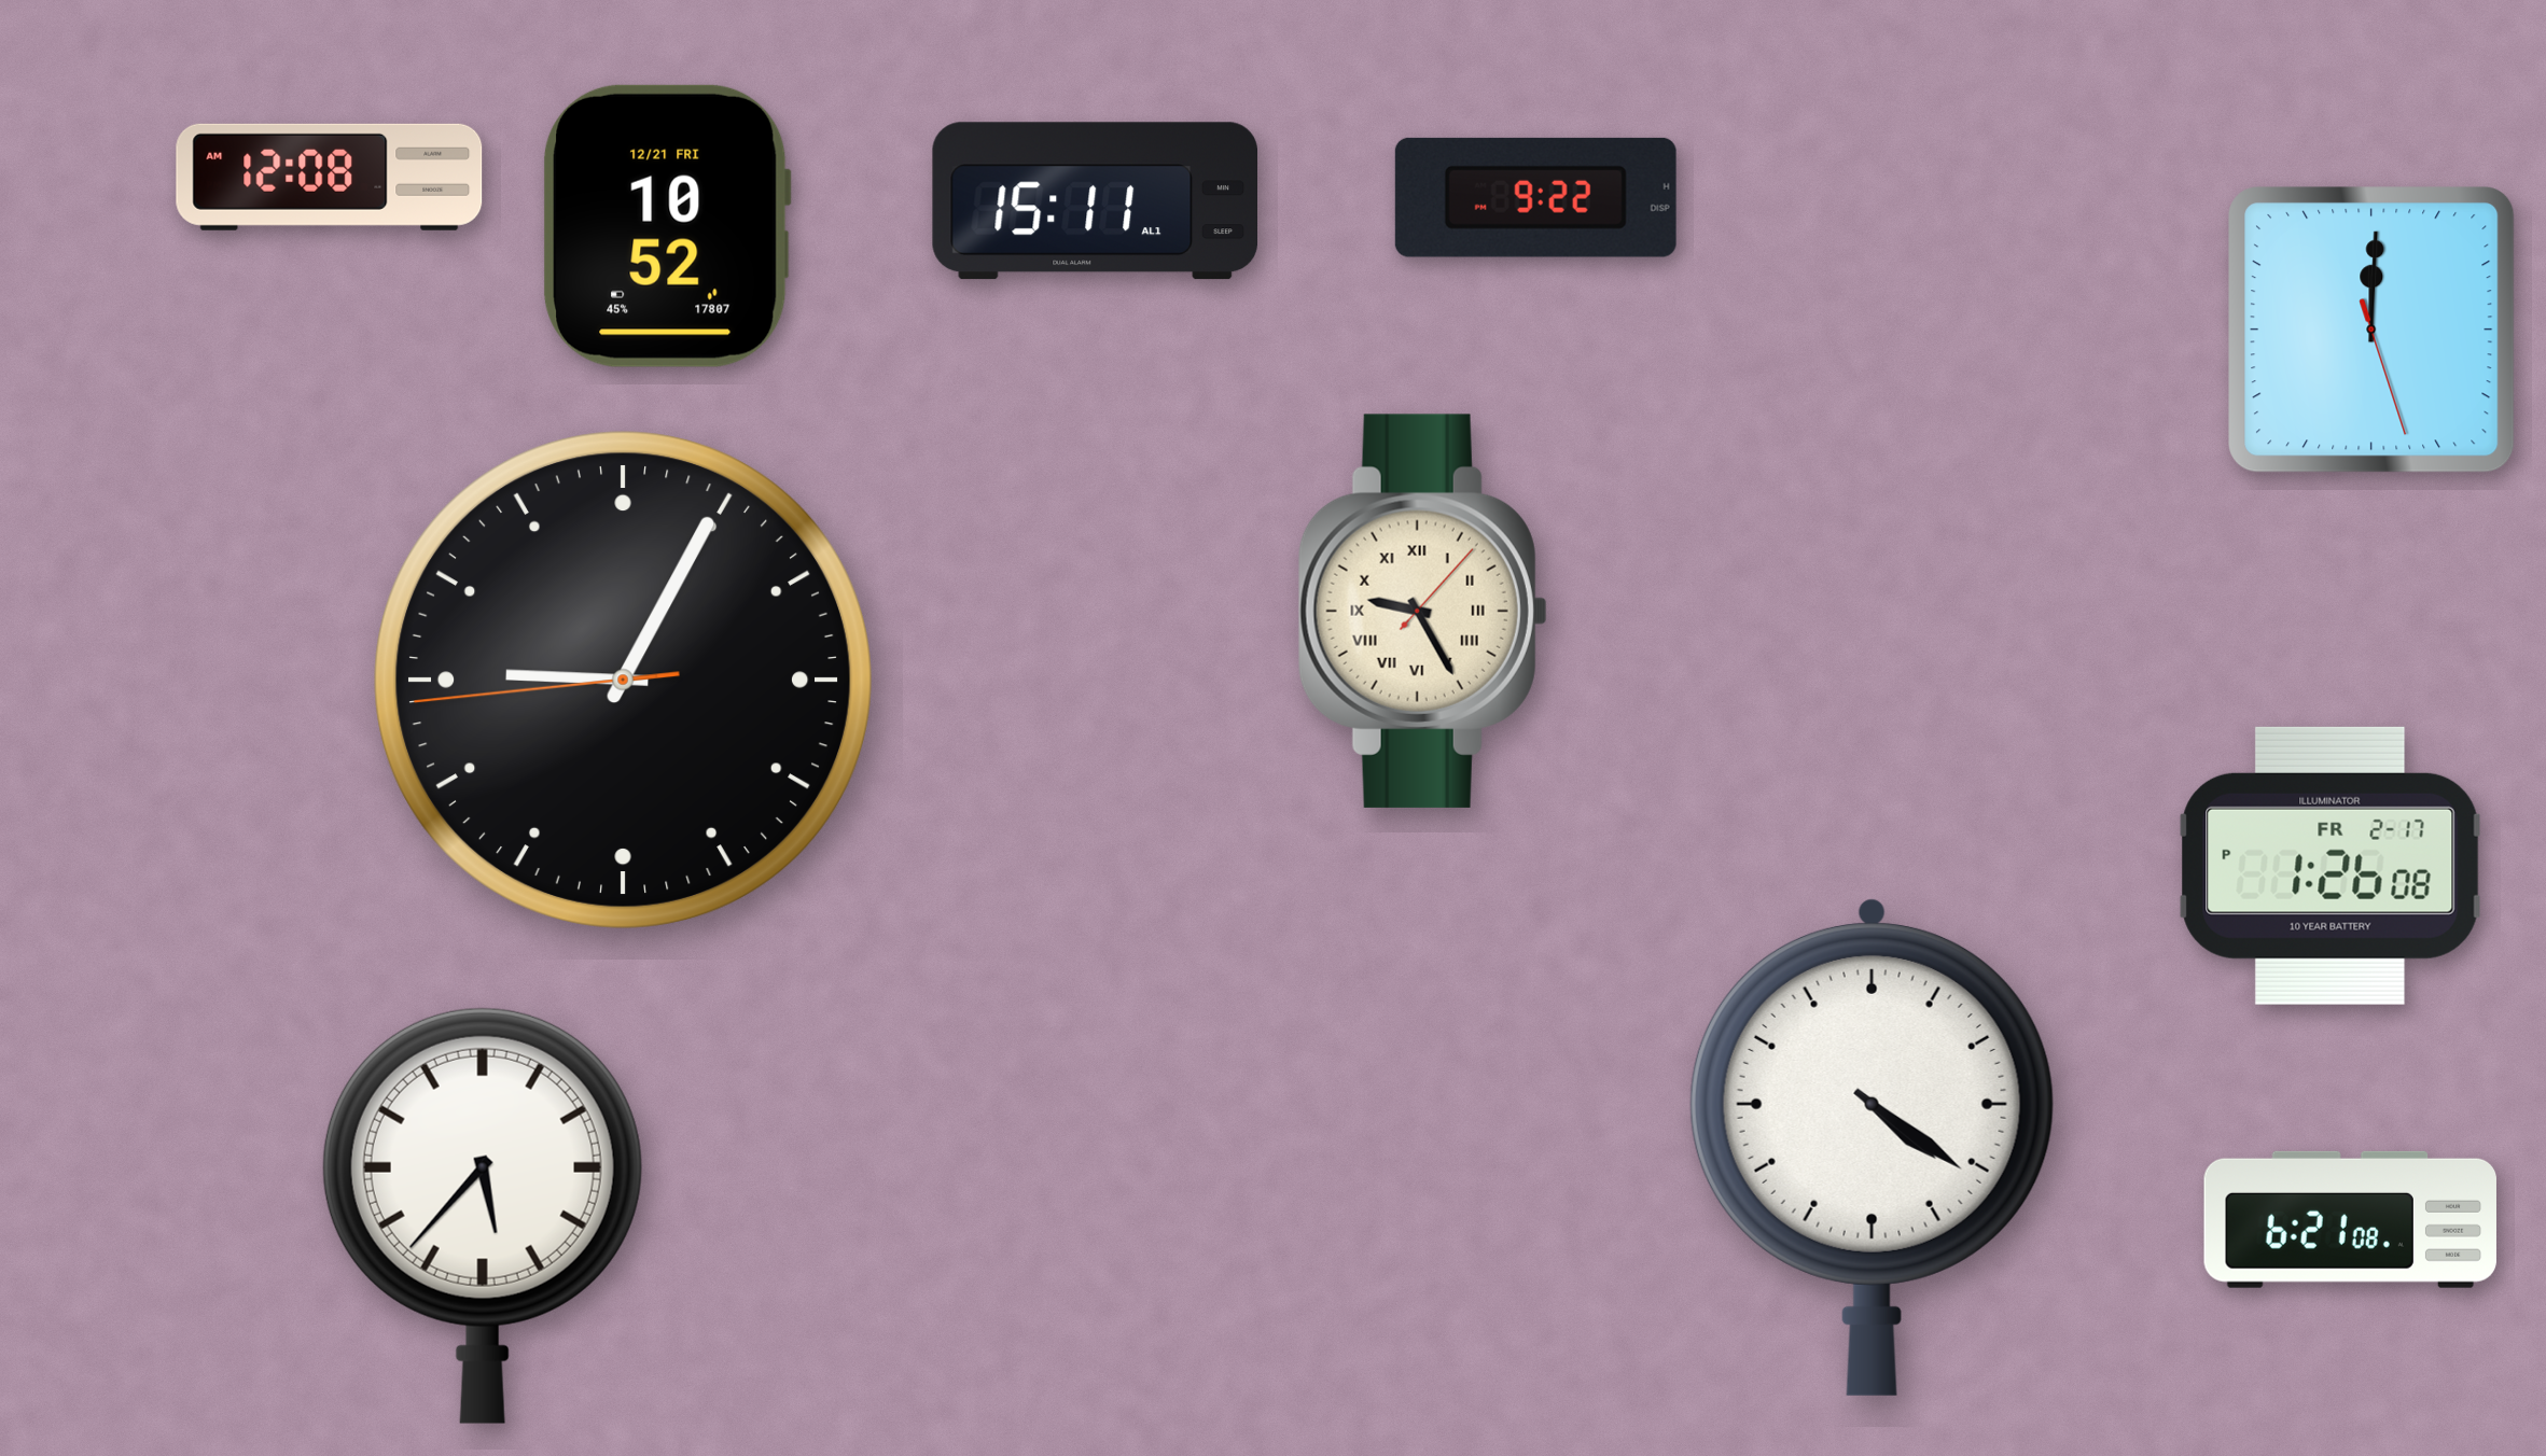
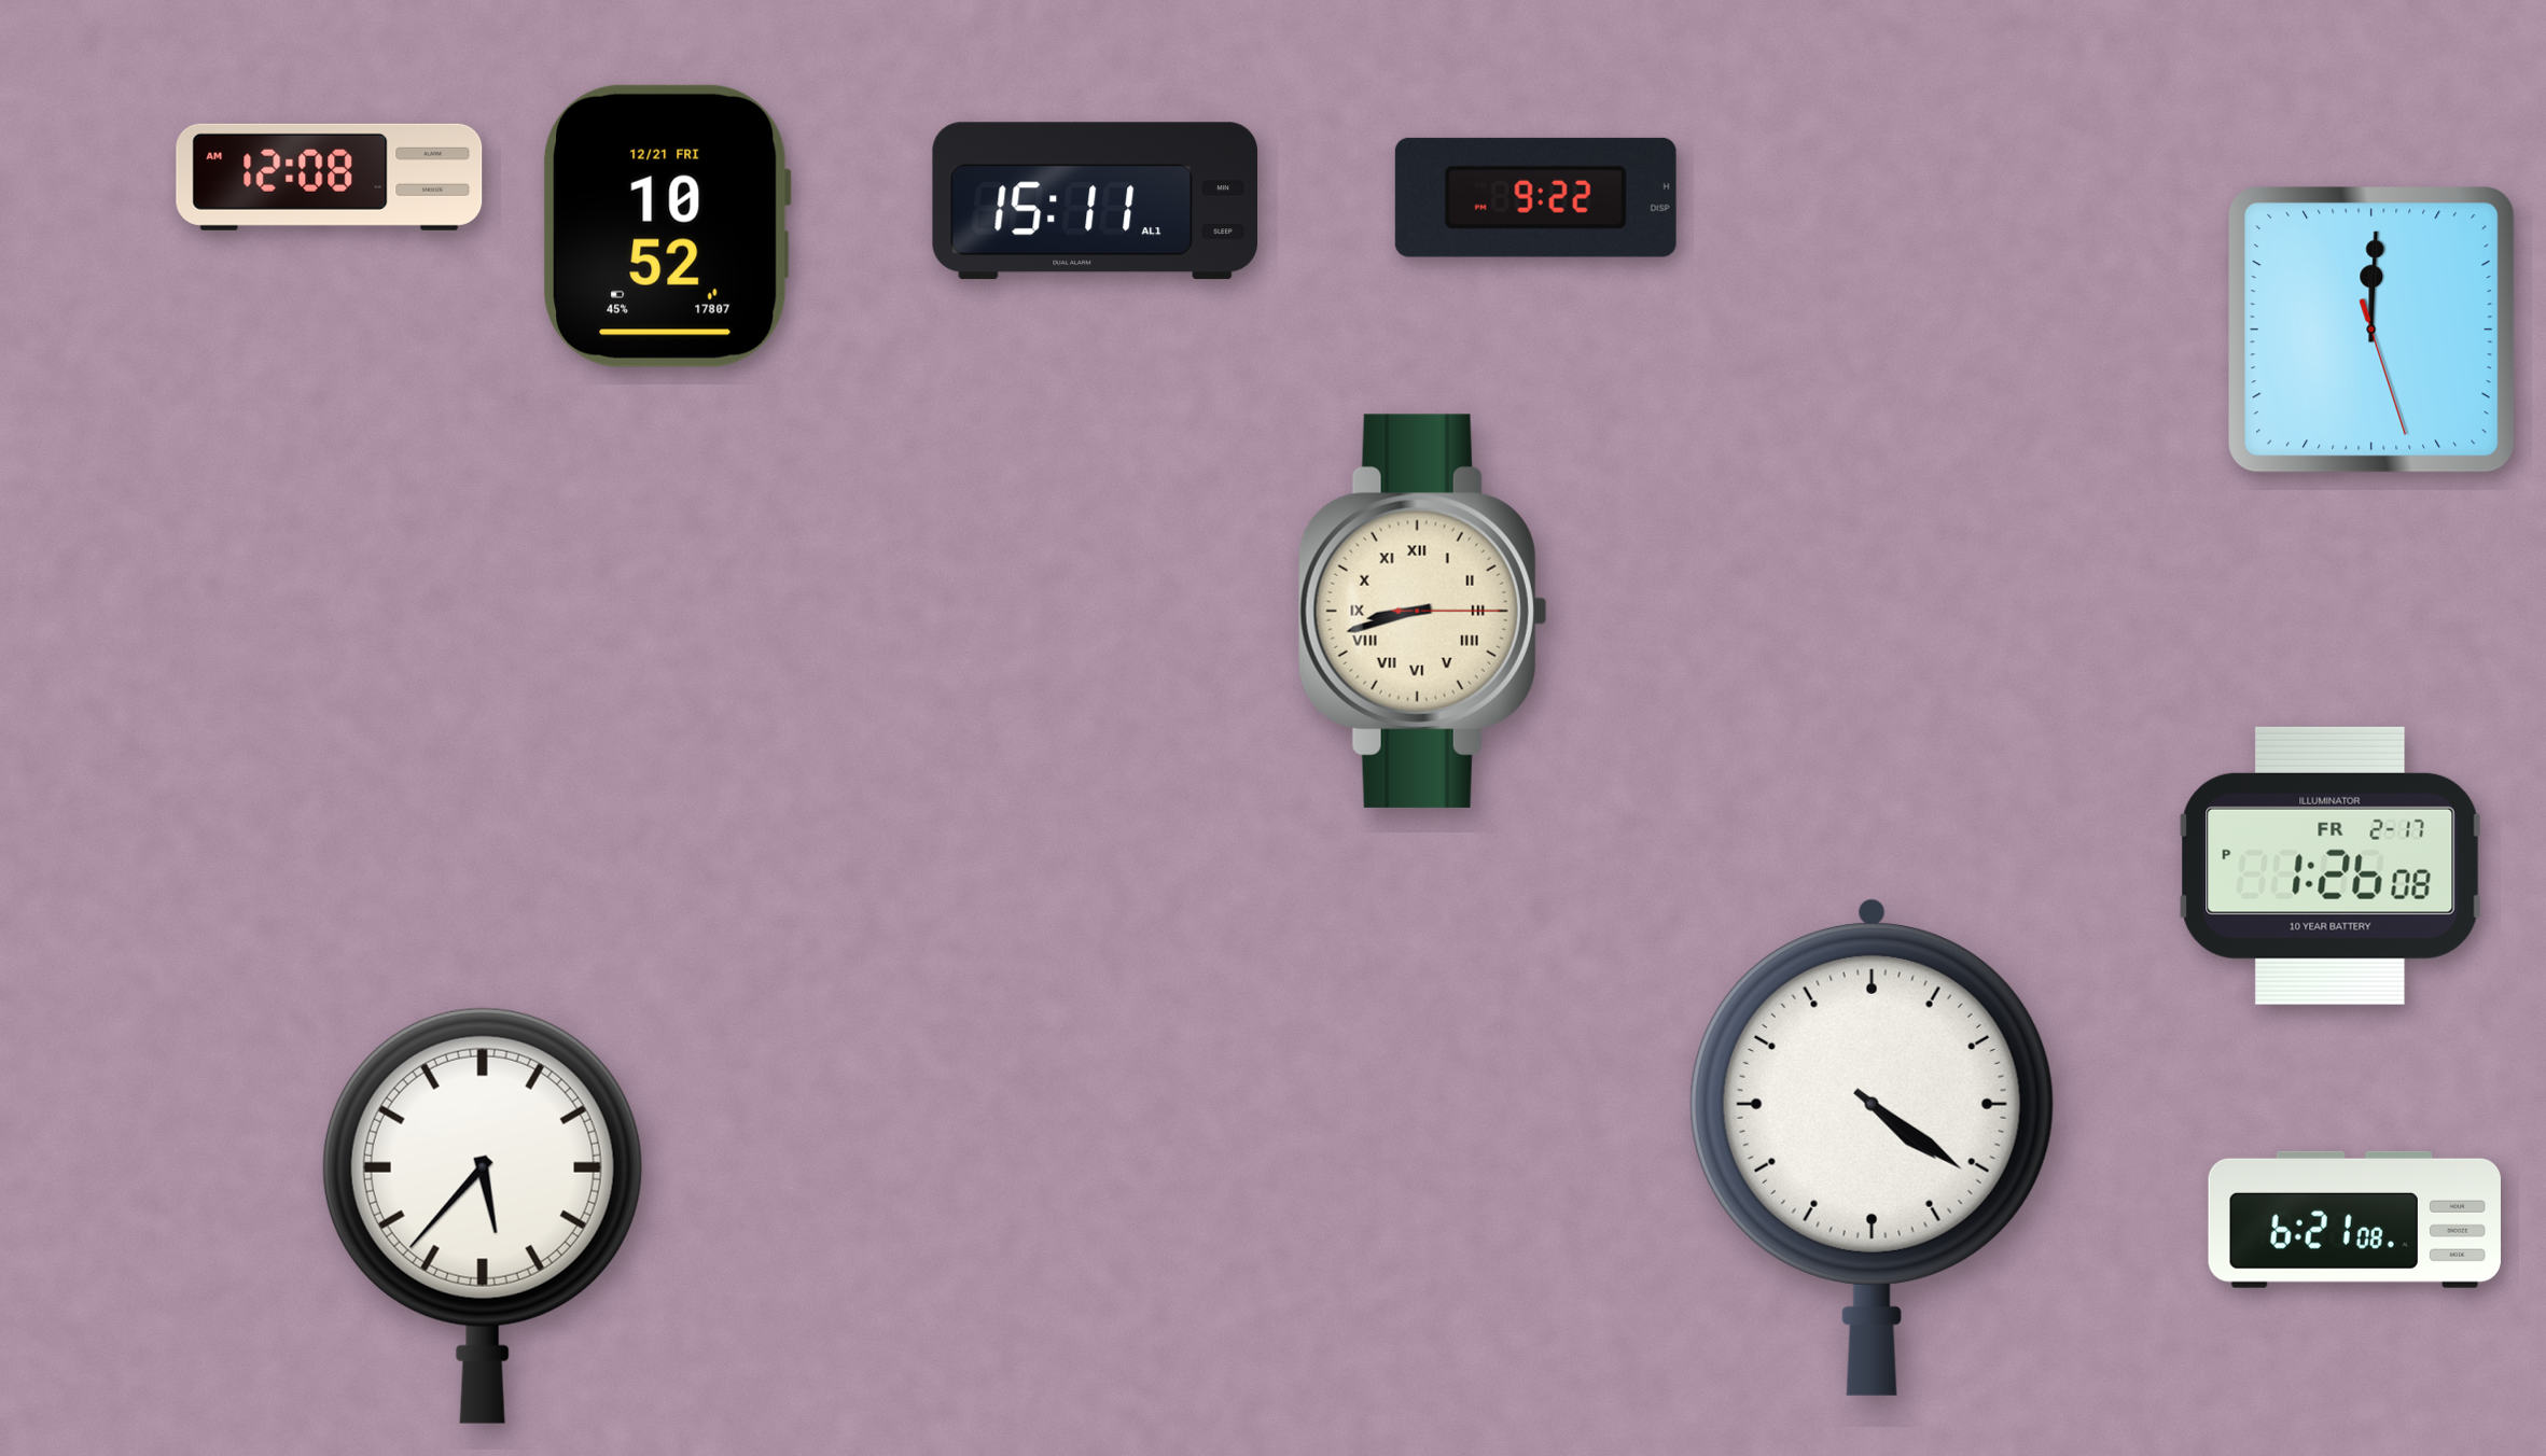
clock at (1422, 611): 9:25 -> 8:42
clock at (623, 680): 9:04 -> none
clock at (2350, 1219) position: (2350, 1219) -> (2354, 1219)
